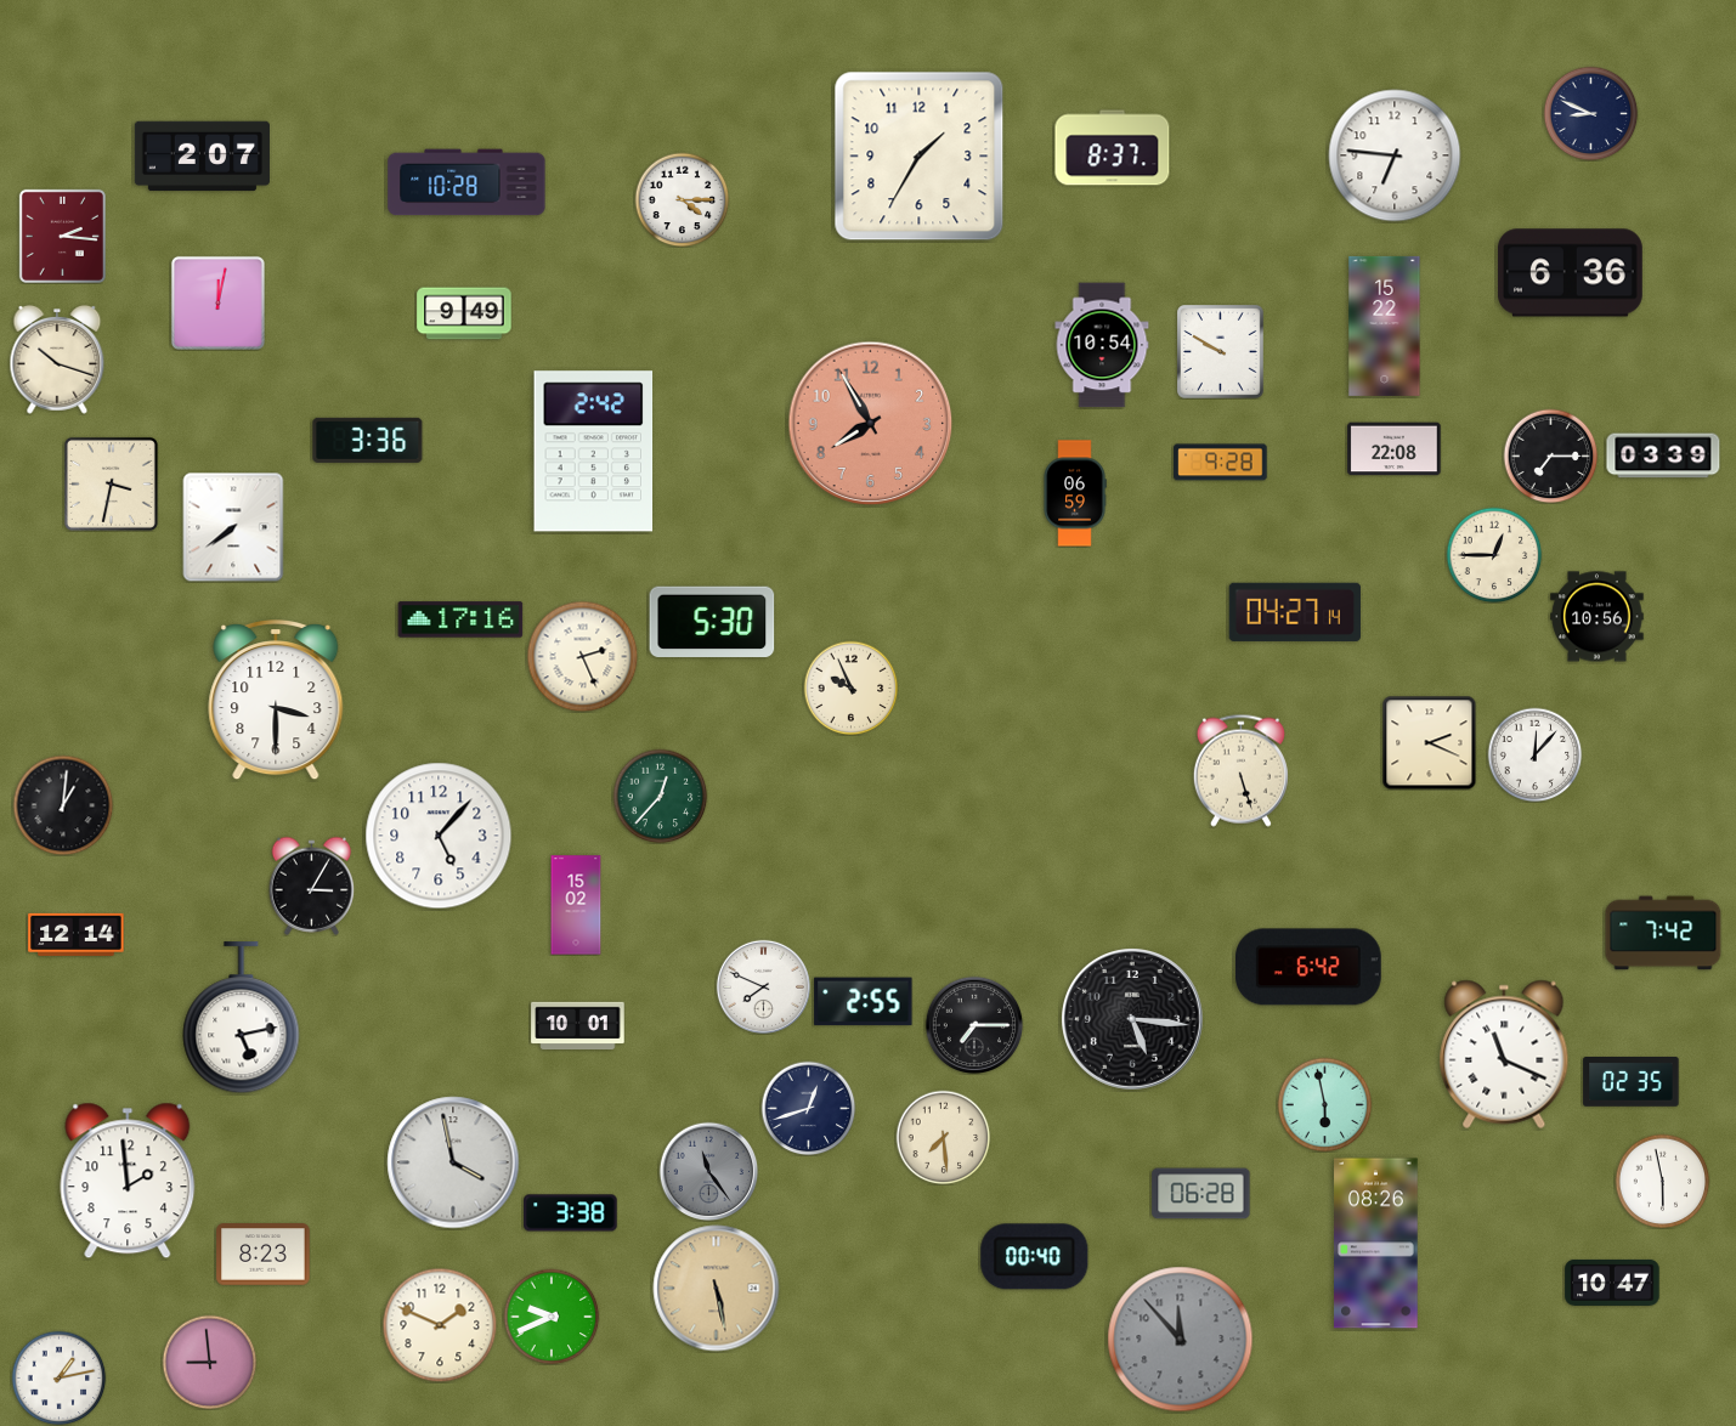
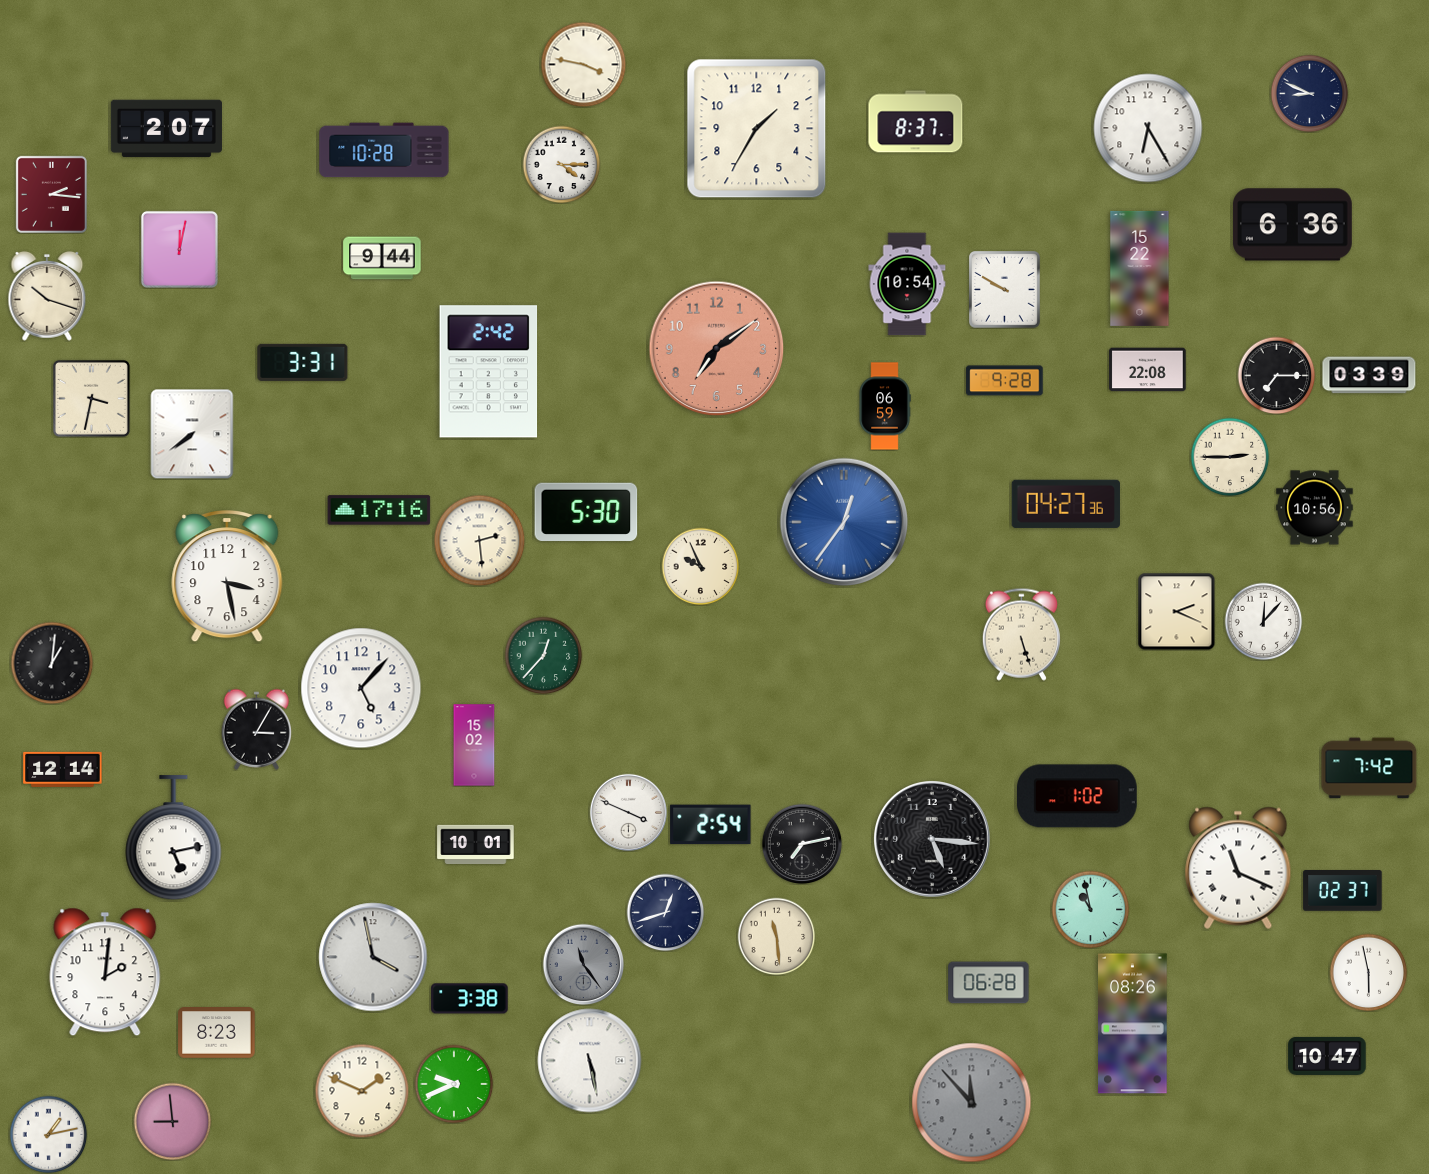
clock at (583, 64): none -> 3:47
clock at (1395, 155): 6:46 -> 6:25
clock at (464, 313): 9:49 -> 9:44
clock at (871, 424): 7:55 -> 7:09
clock at (368, 440): 3:36 -> 3:31
clock at (1494, 555): 12:45 -> 2:45
clock at (1294, 612): 04:27:14 -> 04:27:36
clock at (844, 522): none -> 12:36
clock at (582, 656): 2:26 -> 2:29
clock at (276, 701): 3:30 -> 3:28
clock at (1308, 967): 6:42 -> 1:02
clock at (763, 986): 7:49 -> 3:49
clock at (864, 1002): 2:55 -> 2:54
clock at (242, 1018) position: (242, 1018) -> (174, 838)
clock at (974, 1025): 7:15 -> 7:13
clock at (1632, 1082): 02:35 -> 02:37
clock at (1324, 1104): 5:58 -> 10:58
clock at (943, 1137): 7:29 -> 11:29
clock at (128, 1181): 1:59 -> 2:01
clock at (1035, 1257): 00:40 -> none
clock at (717, 1289) dial: champagne -> white
